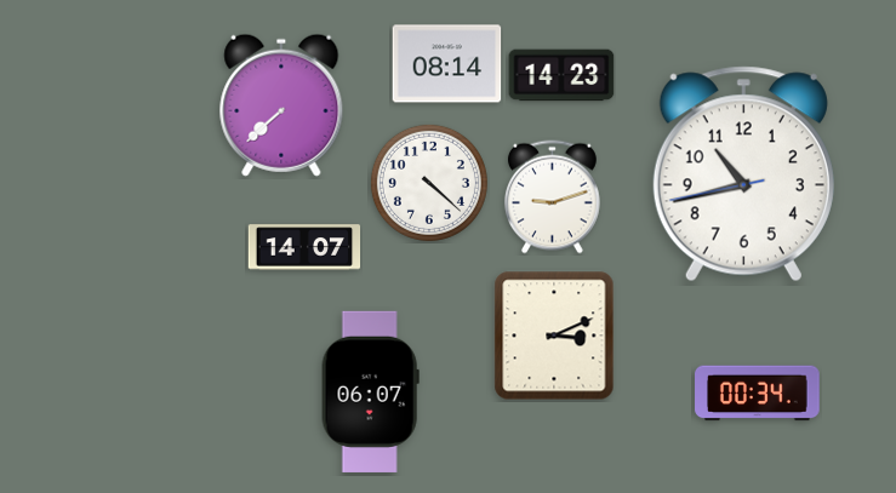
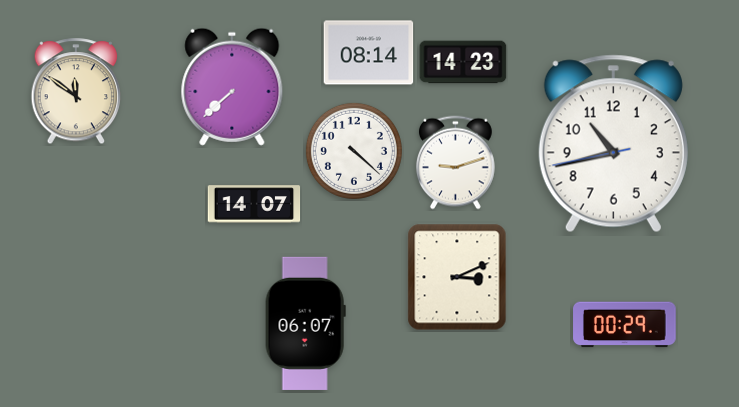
clock at (76, 92): none -> 11:51
clock at (304, 247) position: (304, 247) -> (254, 204)
clock at (758, 394): 00:34 -> 00:29
